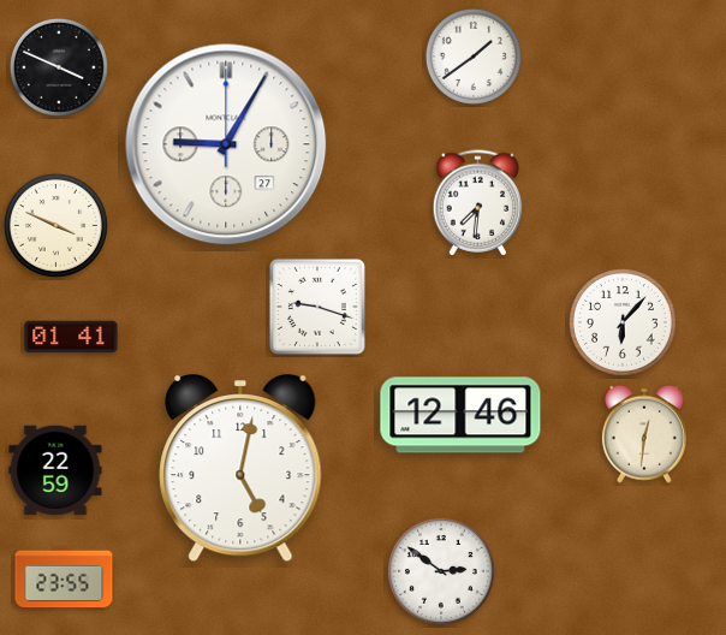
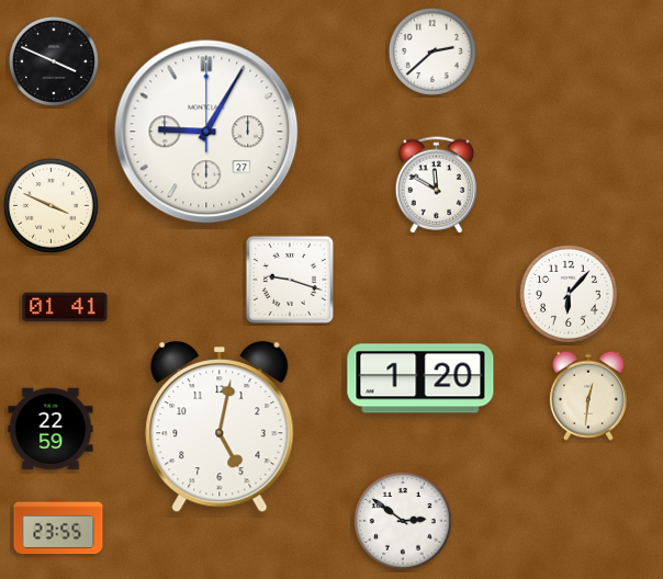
clock at (474, 57): 1:39 -> 2:38
clock at (478, 203): 7:31 -> 11:50
clock at (460, 415): 12:46 -> 1:20
